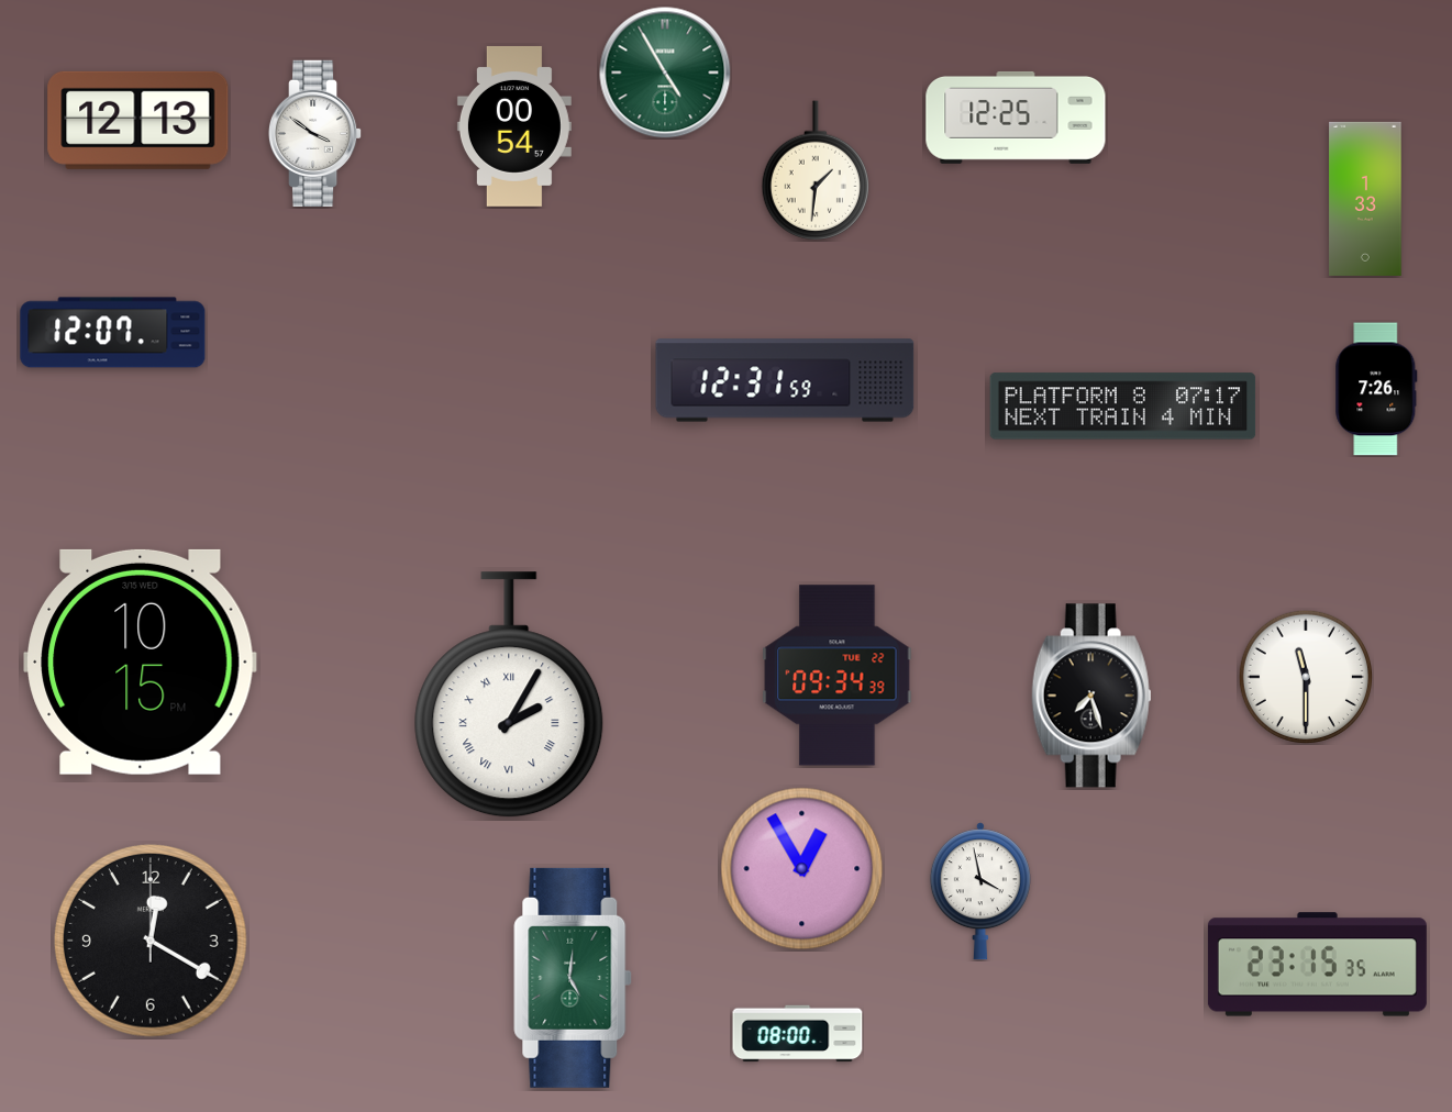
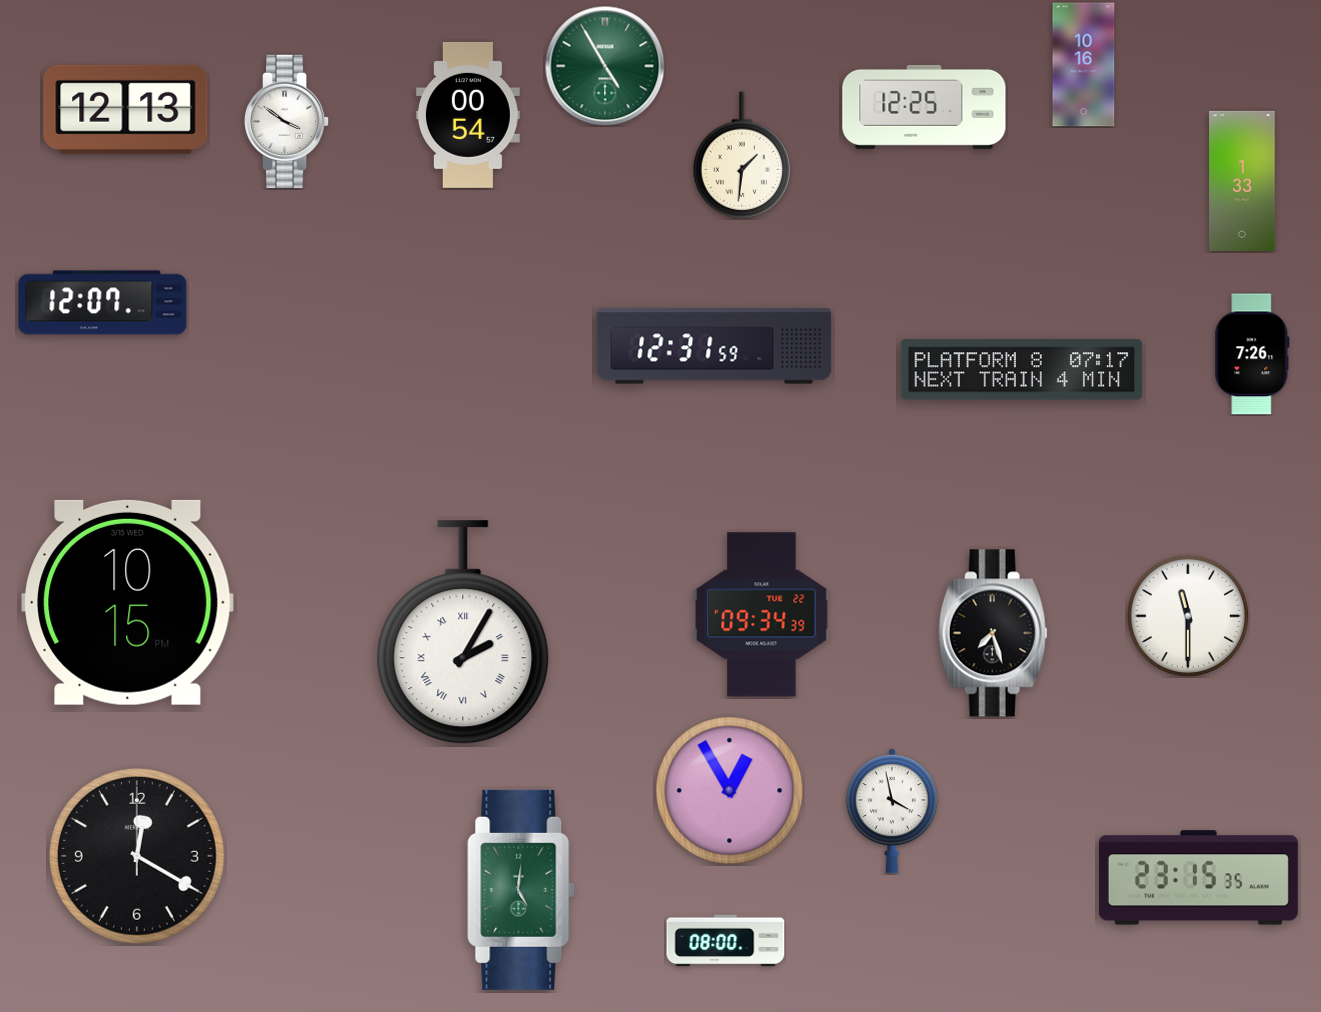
clock at (1084, 65): none -> 10:16
